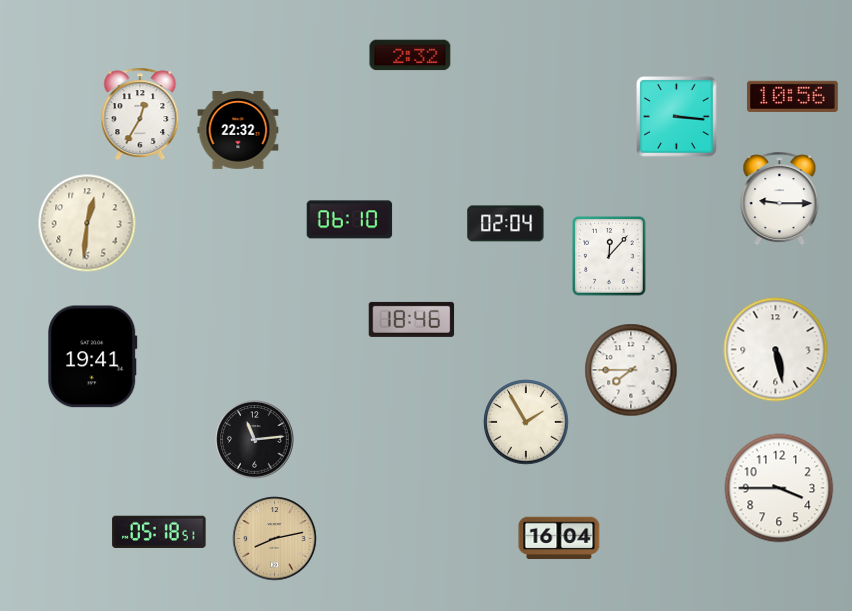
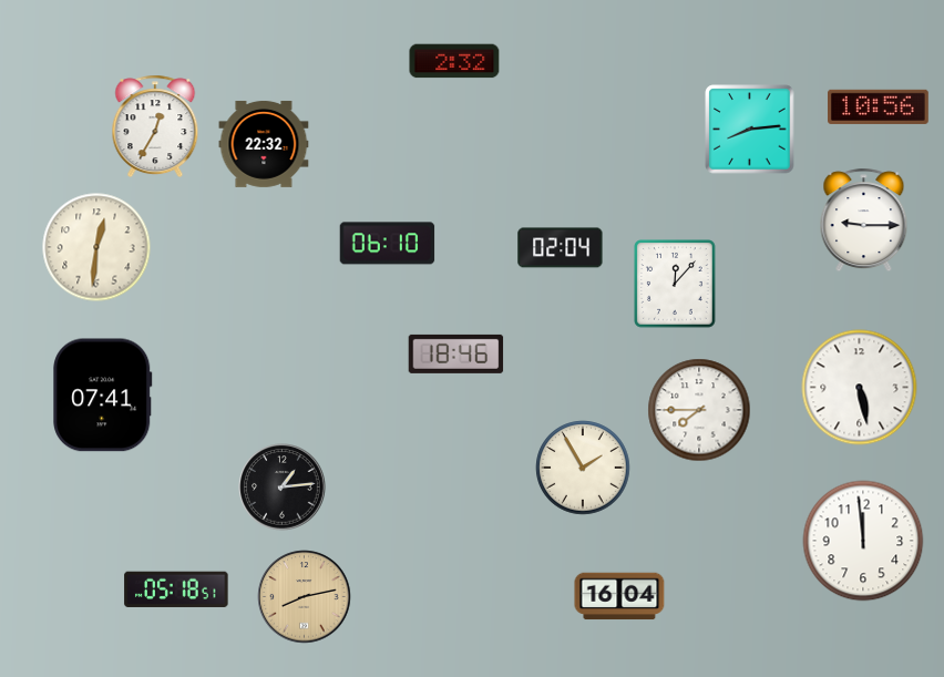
clock at (677, 117): 3:16 -> 8:14
clock at (93, 357): 19:41 -> 07:41
clock at (255, 440): 11:14 -> 1:14
clock at (779, 488): 3:45 -> 11:59
